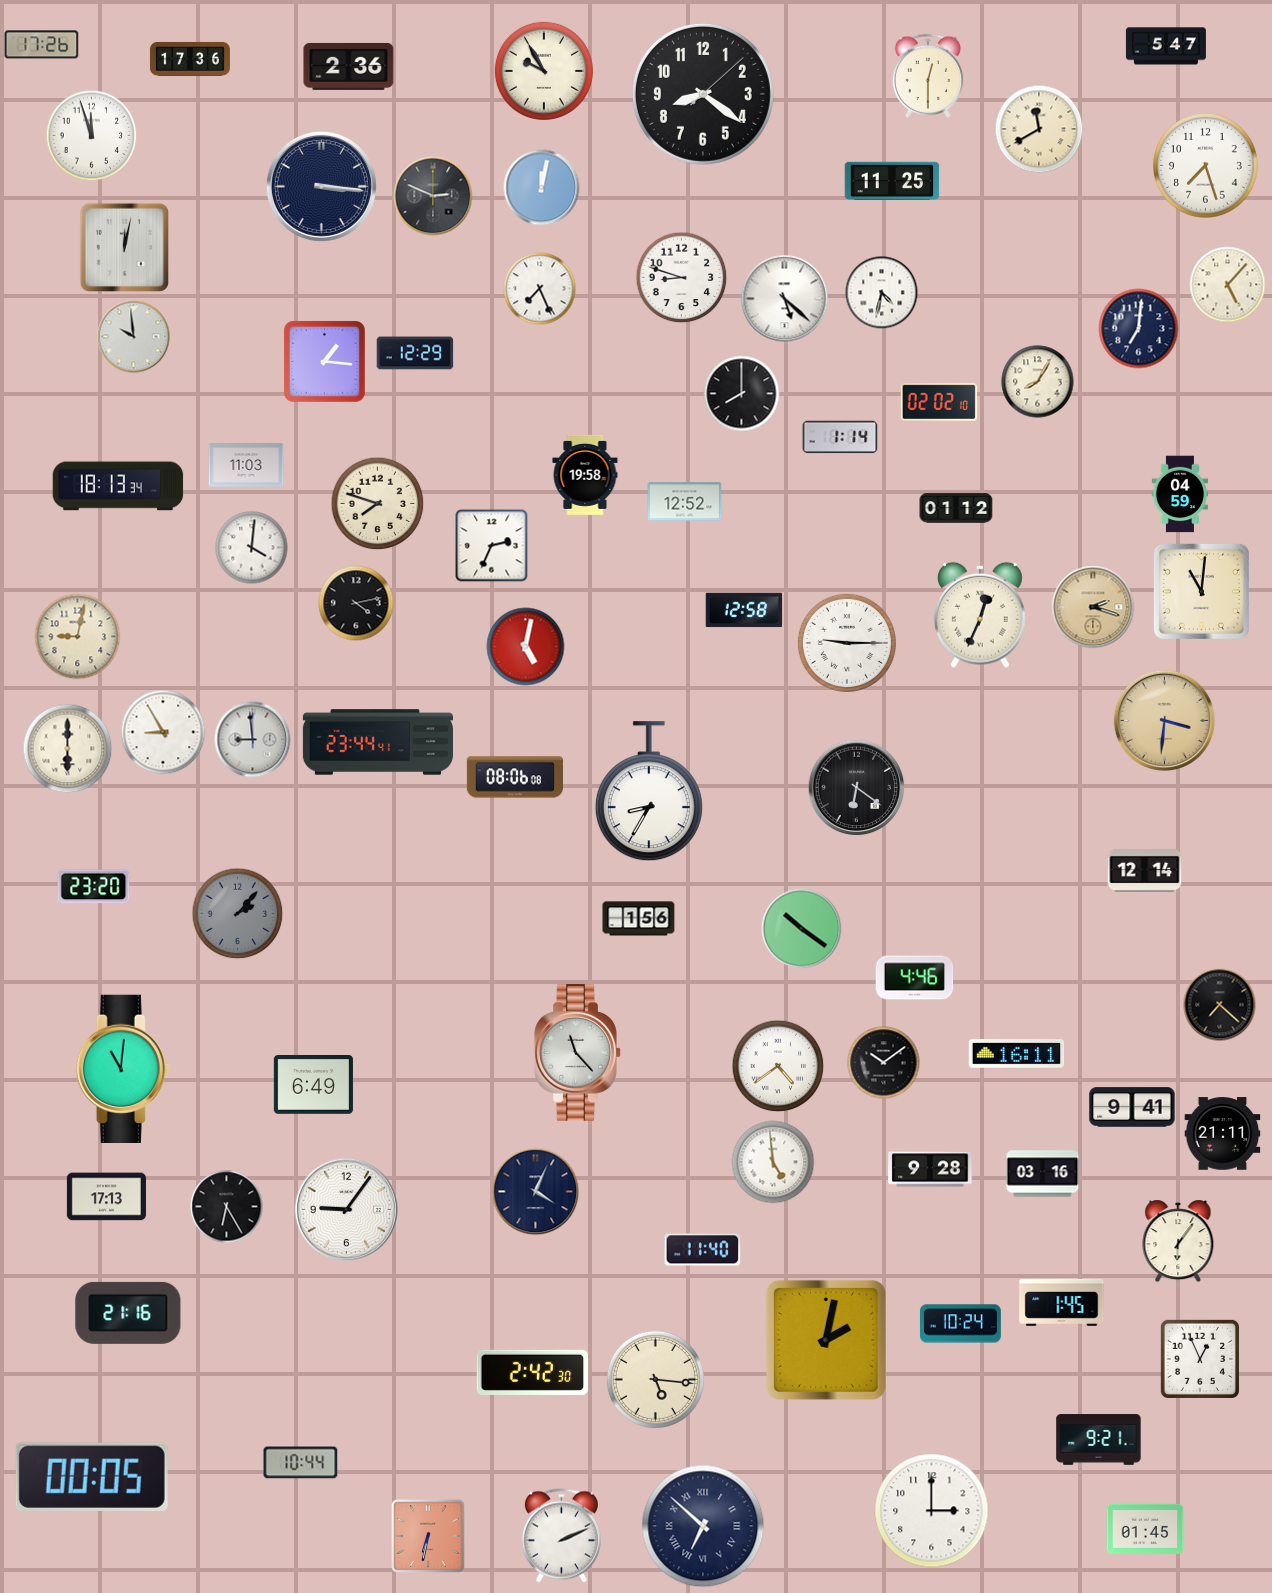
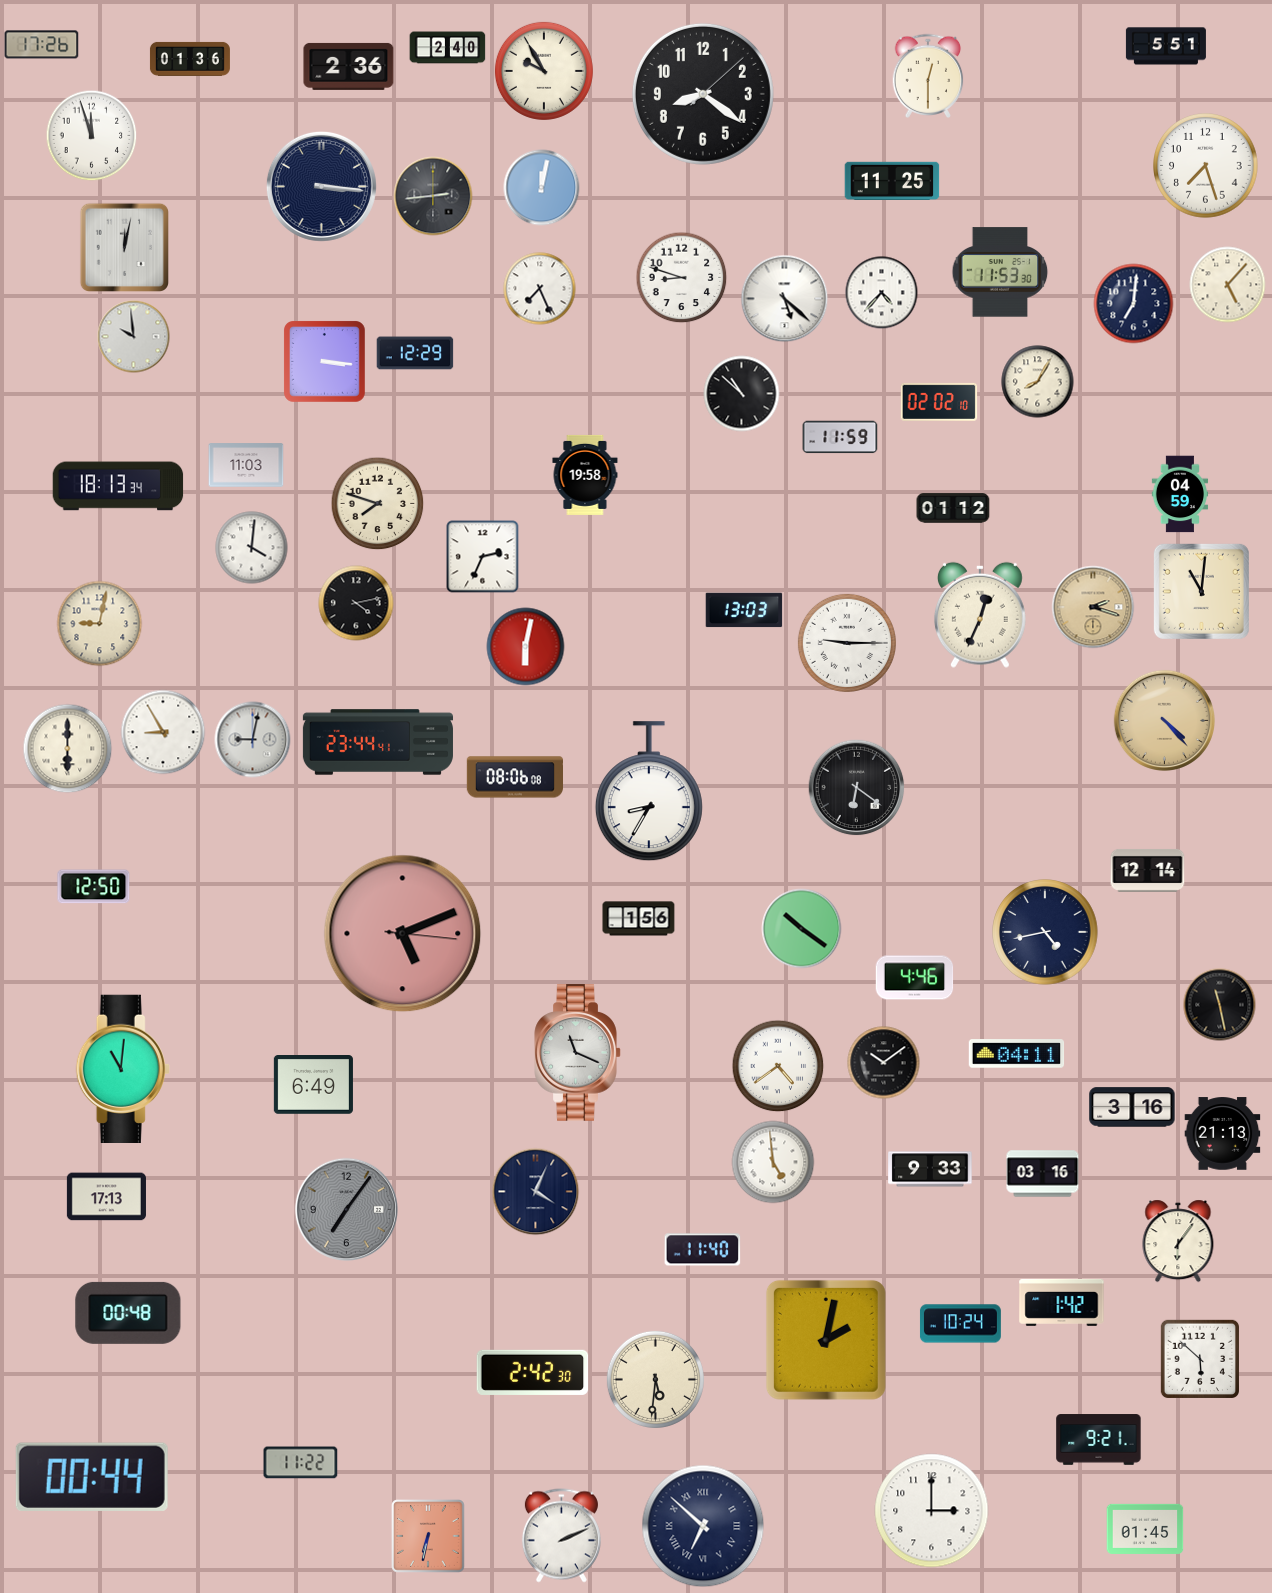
clock at (1166, 46): 5:47 -> 5:51
clock at (448, 48): none -> 2:40
clock at (190, 59): 17:36 -> 01:36
clock at (1039, 129): 11:40 -> none
clock at (433, 196): 2:49 -> 2:44
clock at (1000, 272): none -> 11:53
clock at (882, 293): 4:32 -> 4:37
clock at (1139, 329) position: (1139, 329) -> (1134, 304)
clock at (325, 362): 1:16 -> 3:16
clock at (742, 394): 8:00 -> 10:52
clock at (840, 437): 1:14 -> 11:59
clock at (685, 502): 12:52 -> none
clock at (956, 508) position: (956, 508) -> (953, 508)
clock at (492, 546) position: (492, 546) -> (483, 557)
clock at (744, 610): 12:58 -> 13:03
clock at (78, 637) position: (78, 637) -> (100, 624)
clock at (526, 647): 5:02 -> 6:02
clock at (1164, 720): 3:31 -> 4:23
clock at (253, 740): 8:59 -> 9:02
clock at (1145, 870) position: (1145, 870) -> (1148, 870)
clock at (94, 887): 23:20 -> 12:50
clock at (238, 914): 2:07 -> none
clock at (1045, 932): none -> 4:43
clock at (403, 934): none -> 5:11
clock at (1220, 1005): 7:22 -> 11:28
clock at (578, 1053): 11:23 -> 11:19
clock at (1017, 1054): 16:11 -> 04:11
clock at (1132, 1107): 9:41 -> 3:16
clock at (1223, 1134): 21:11 -> 21:13
clock at (930, 1169): 9:28 -> 9:33
clock at (227, 1207): 6:25 -> none
clock at (346, 1209): 9:06 -> 7:06
clock at (346, 1209) dial: white -> grey
clock at (1062, 1302): 1:45 -> 1:42
clock at (128, 1313): 21:16 -> 00:48
clock at (1199, 1358): 12:56 -> 5:52
clock at (655, 1379): 5:16 -> 5:31
clock at (301, 1463): 10:44 -> 11:22
clock at (92, 1477): 00:05 -> 00:44
